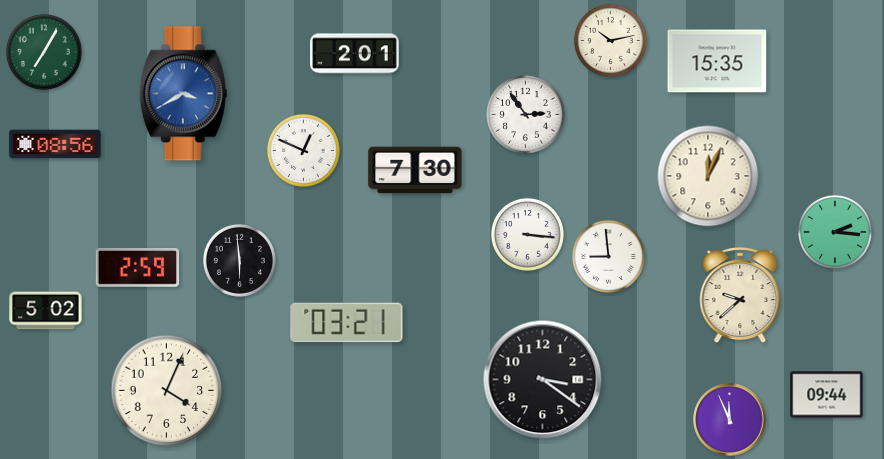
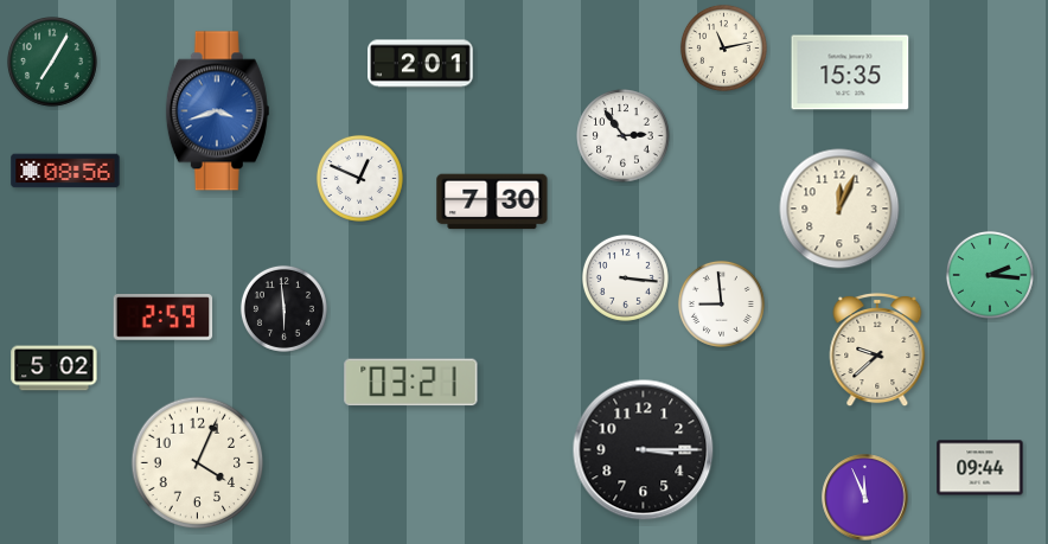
clock at (610, 40): 10:13 -> 11:13
clock at (183, 94): 3:40 -> 3:42
clock at (543, 380): 3:21 -> 3:15
